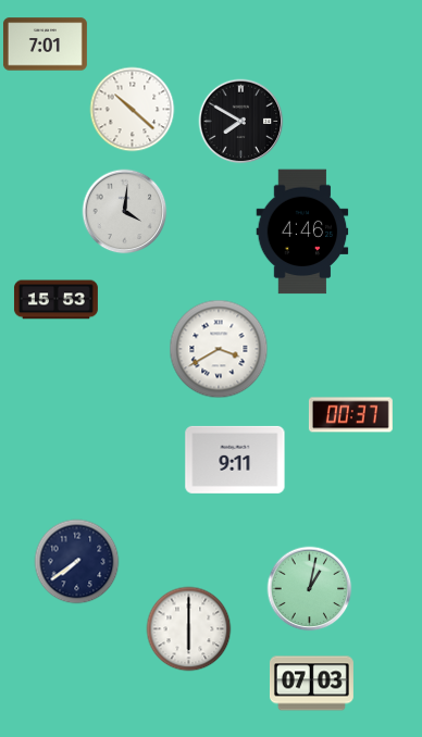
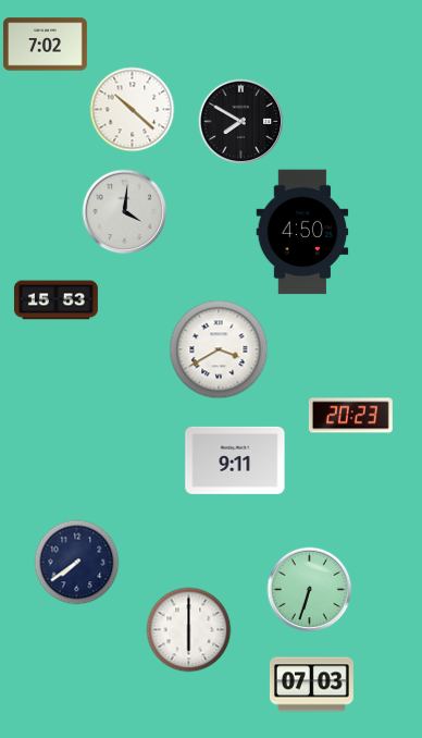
clock at (45, 45): 7:01 -> 7:02
clock at (302, 232): 4:46 -> 4:50
clock at (350, 415): 00:37 -> 20:23
clock at (309, 588): 1:02 -> 6:33
